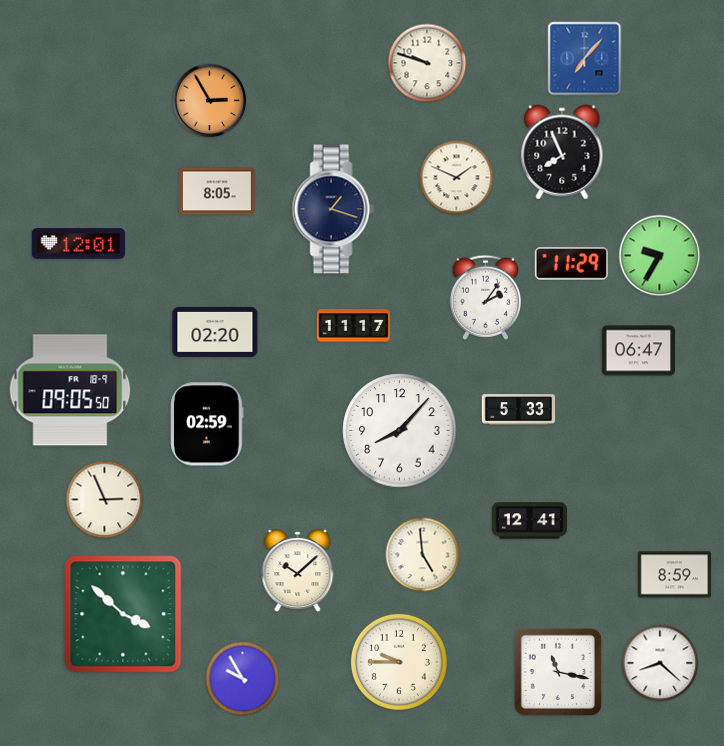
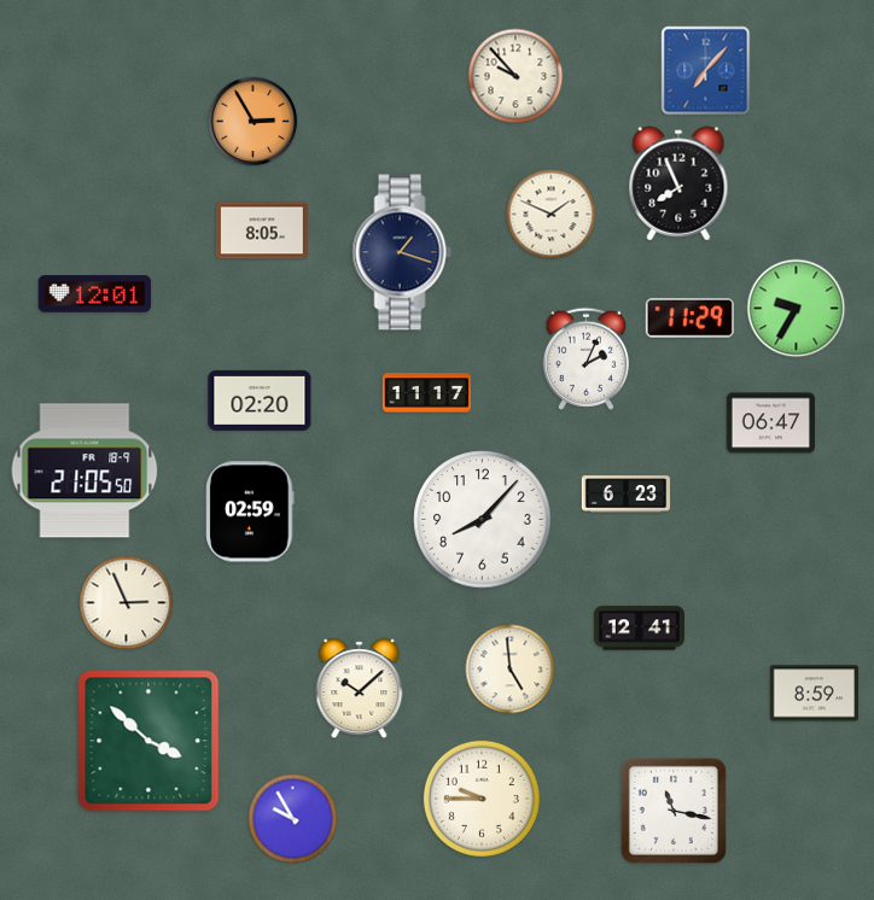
clock at (427, 63): 9:48 -> 9:53
clock at (485, 297): 2:06 -> 2:04
clock at (70, 390): 09:05 -> 21:05
clock at (519, 410): 5:33 -> 6:23
clock at (660, 663): 8:22 -> none
